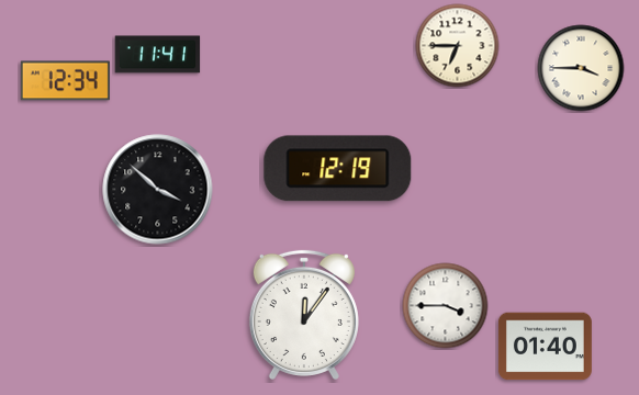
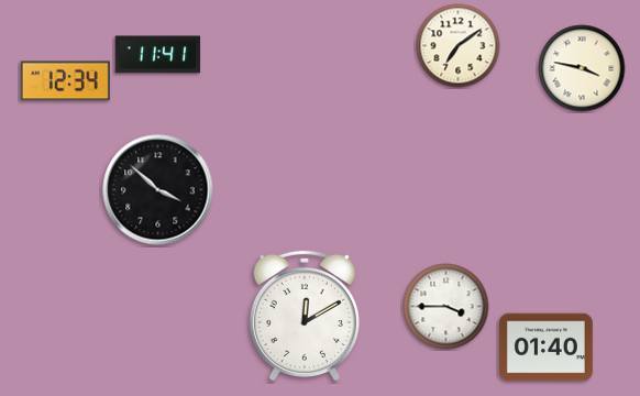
clock at (458, 46): 6:45 -> 7:09
clock at (581, 68): 3:45 -> 3:47
clock at (338, 169): 12:19 -> none
clock at (304, 315): 12:06 -> 12:10
